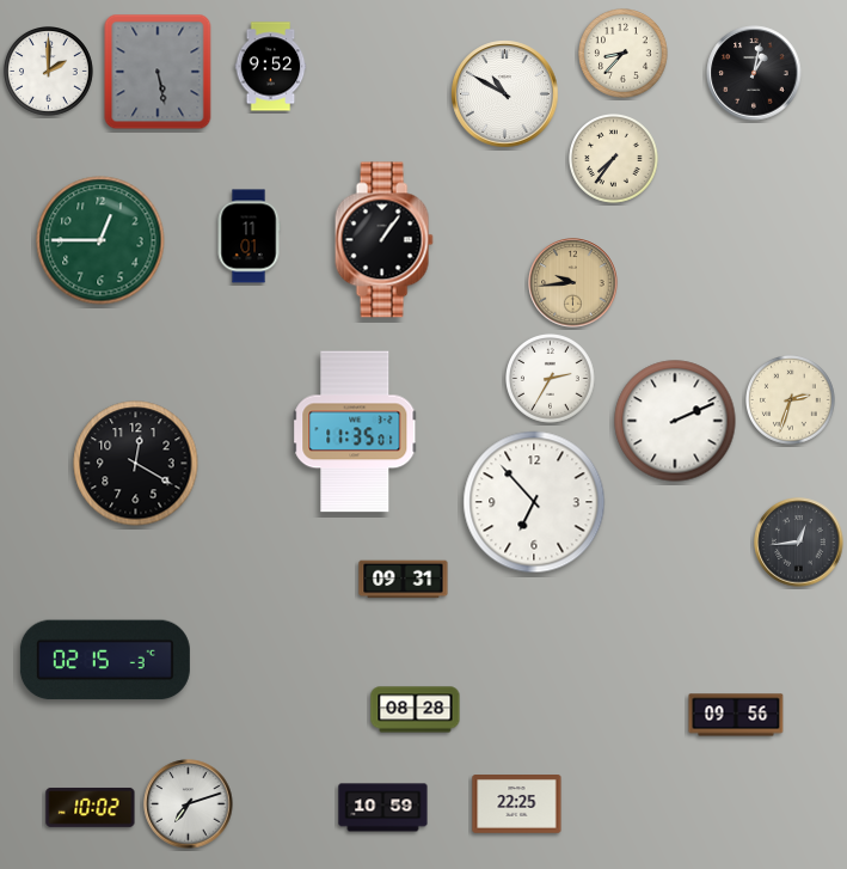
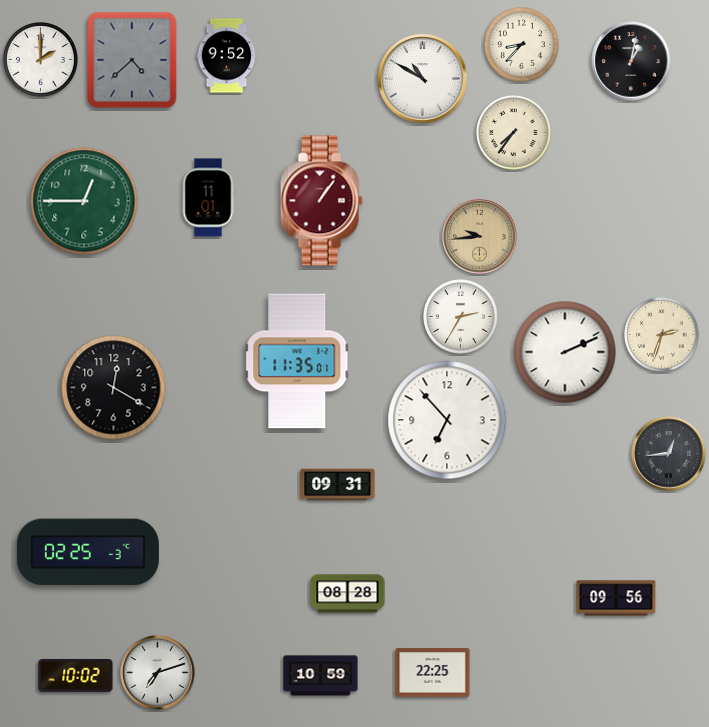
clock at (158, 72): 5:28 -> 4:38
clock at (383, 240) dial: black -> burgundy
clock at (105, 660): 02:15 -> 02:25
